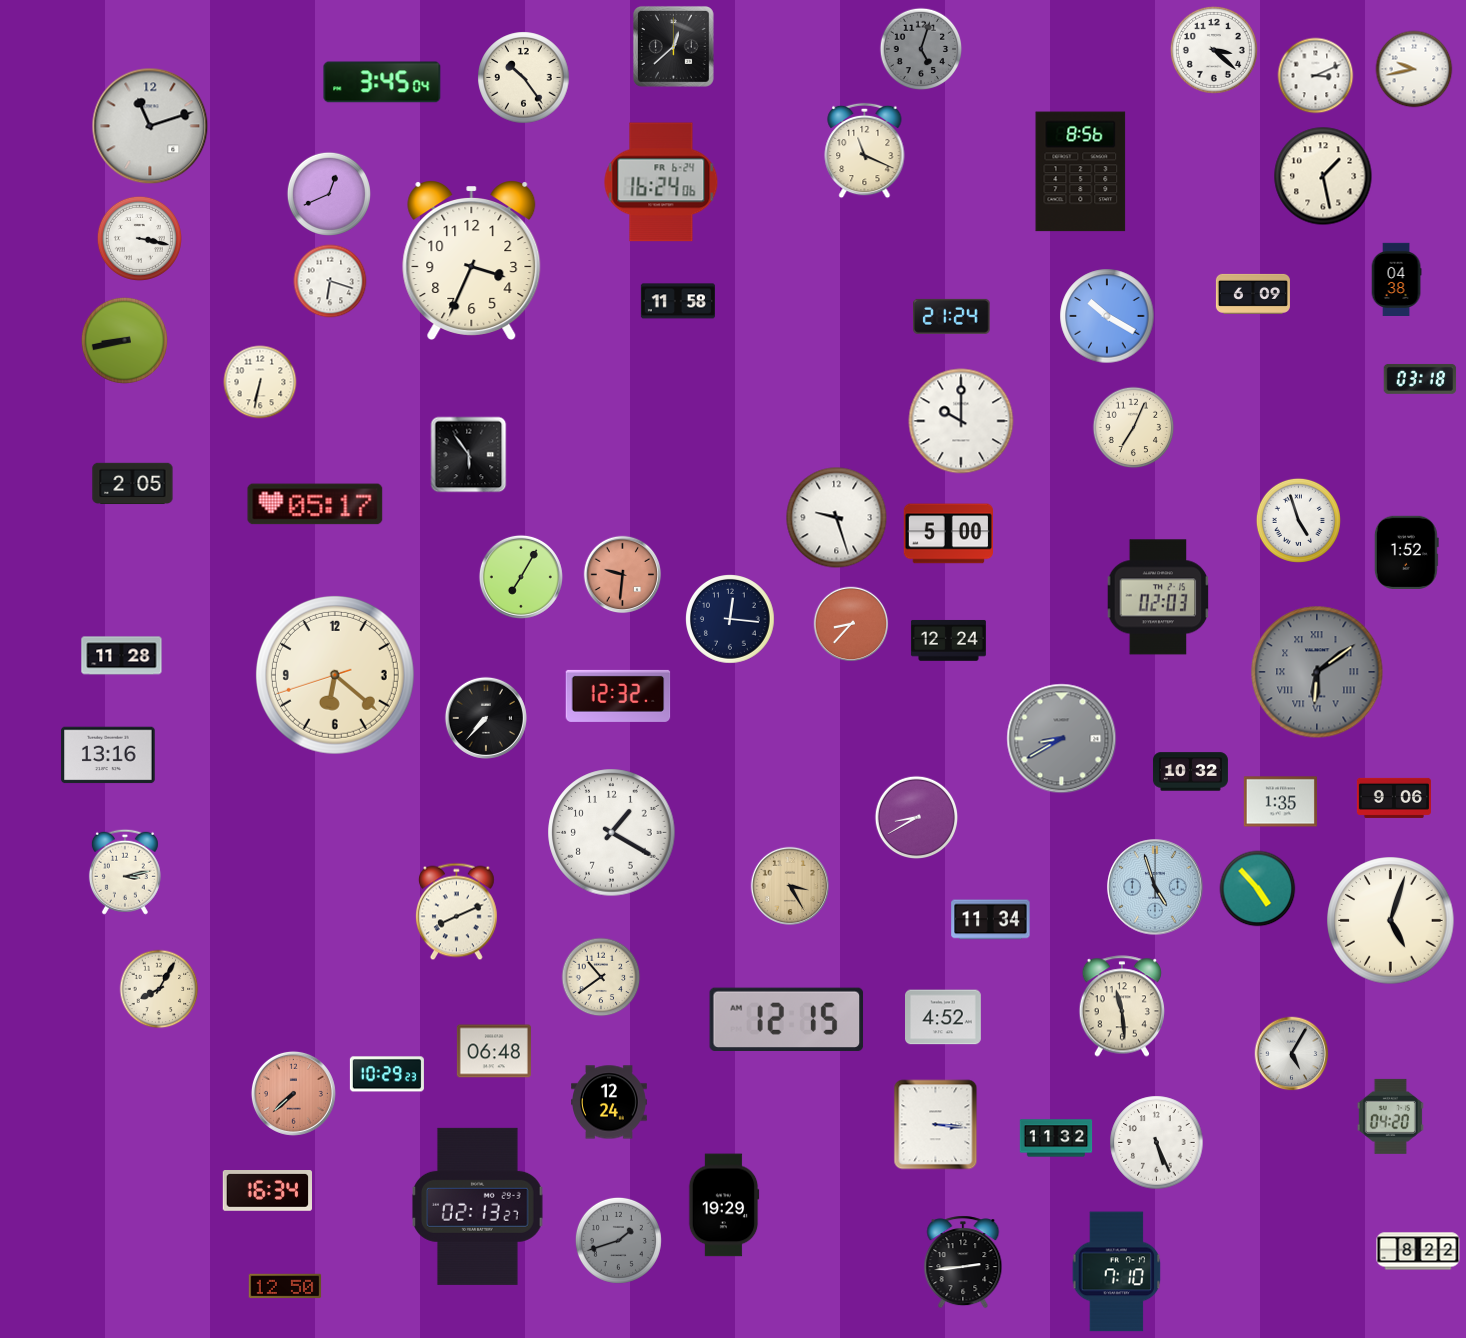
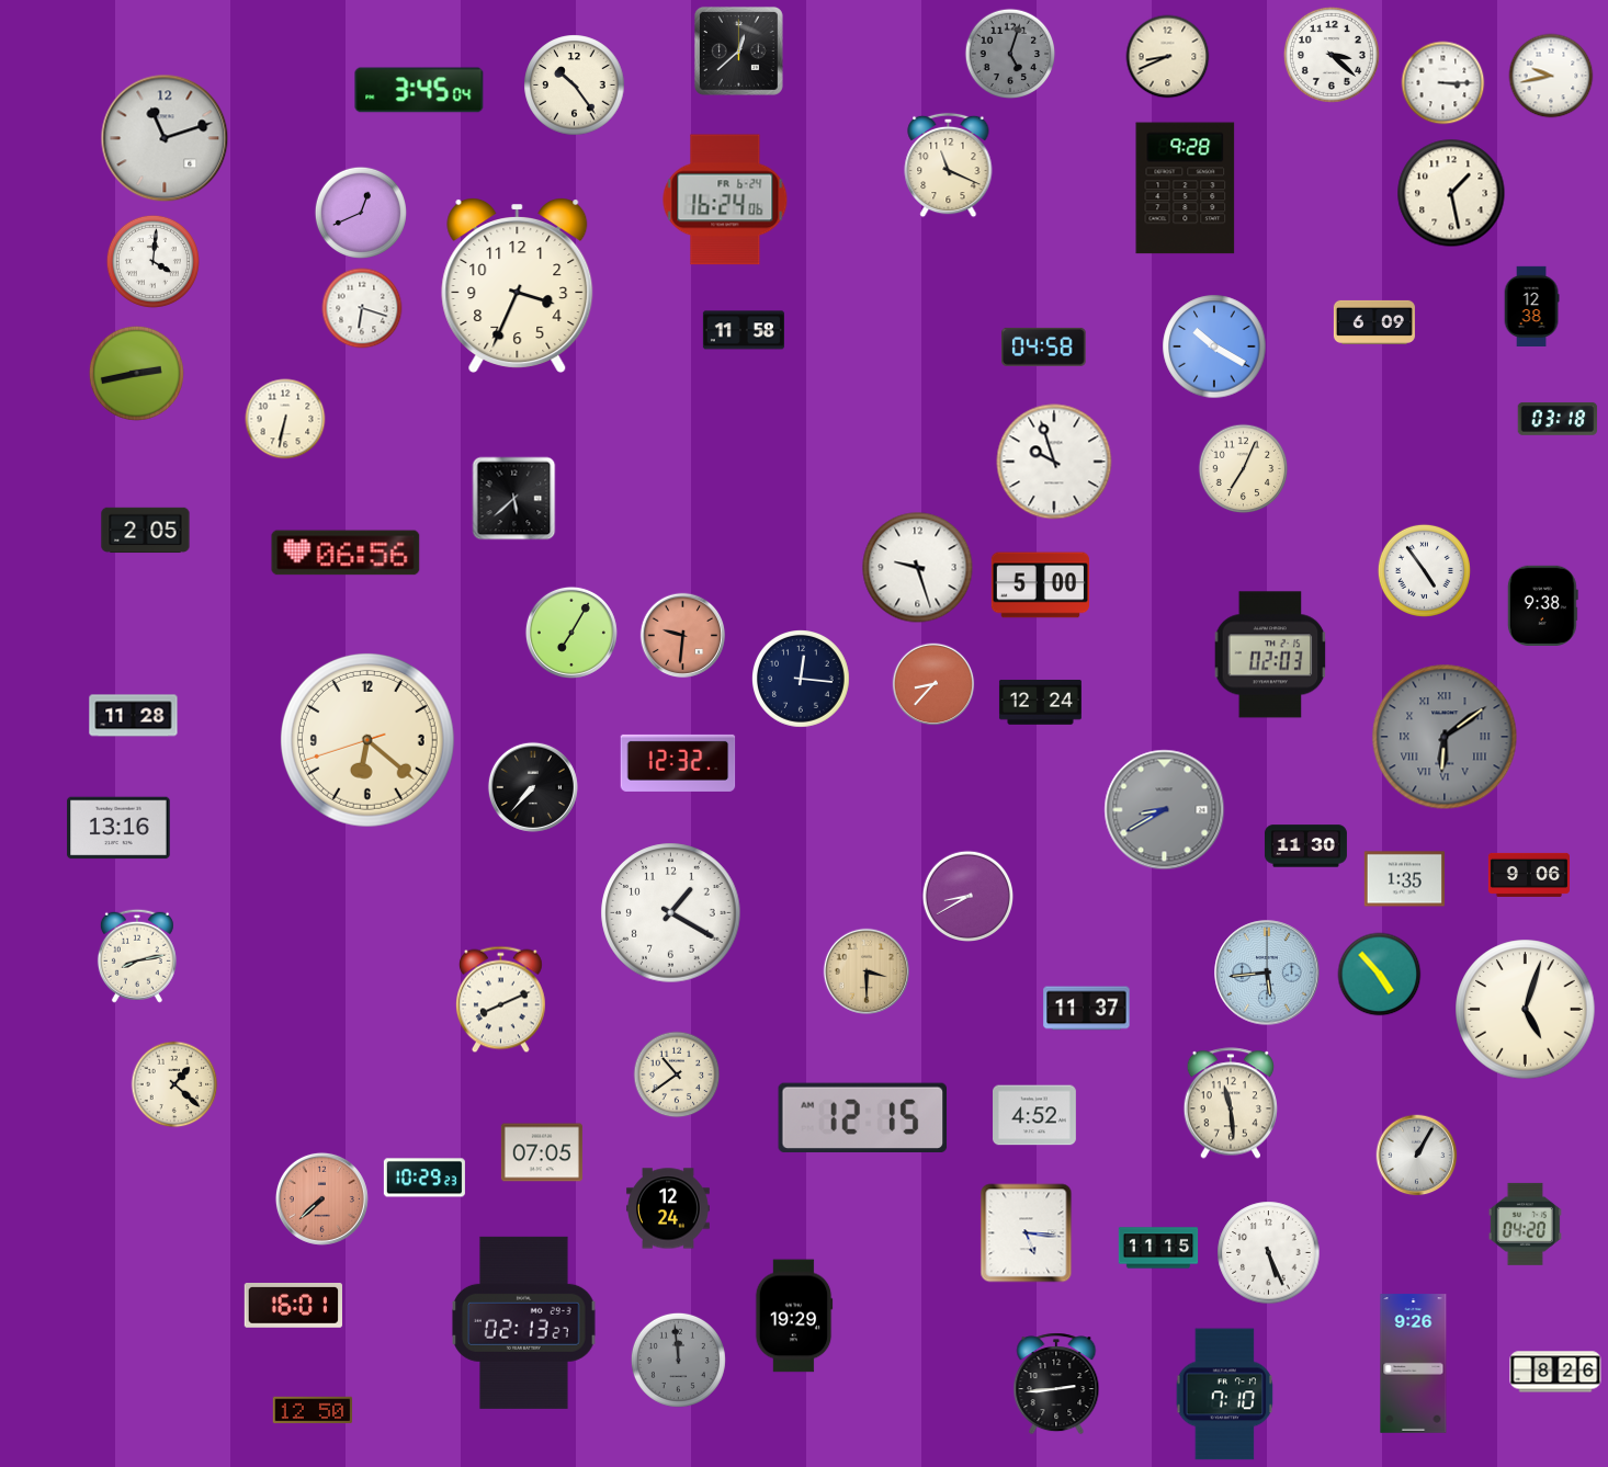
clock at (1168, 57): none -> 8:41
clock at (1316, 76): 3:11 -> 3:15
clock at (1081, 172): 8:56 -> 9:28
clock at (139, 238): 3:17 -> 4:01
clock at (1396, 279): 04:38 -> 12:38
clock at (952, 316): 21:24 -> 04:58
clock at (124, 340): 8:43 -> 2:43
clock at (1420, 379) position: (1420, 379) -> (1558, 419)
clock at (961, 421): 10:00 -> 9:57
clock at (469, 455): 5:54 -> 5:38
clock at (315, 504): 05:17 -> 06:56
clock at (1298, 520): 4:57 -> 4:54
clock at (1406, 552): 1:52 -> 9:38
clock at (623, 575) position: (623, 575) -> (683, 636)
clock at (122, 656) position: (122, 656) -> (134, 716)
clock at (1190, 772): 10:32 -> 11:30
clock at (916, 817) position: (916, 817) -> (967, 896)
clock at (125, 872): 3:13 -> 8:13
clock at (789, 885): 3:25 -> 3:30
clock at (1155, 887): 4:57 -> 5:44
clock at (991, 920): 11:34 -> 11:37
clock at (601, 977) position: (601, 977) -> (677, 1074)
clock at (159, 989): 8:05 -> 1:22
clock at (494, 1051): 06:48 -> 07:05
clock at (1292, 1054): 5:05 -> 1:05
clock at (936, 1125): 3:16 -> 5:16
clock at (1056, 1138): 11:32 -> 11:15
clock at (267, 1191): 16:34 -> 16:01
clock at (724, 1205) position: (724, 1205) -> (794, 1316)
clock at (618, 1240): 1:42 -> 11:59
clock at (1414, 1364): none -> 9:26
clock at (1418, 1251): 8:22 -> 8:26
